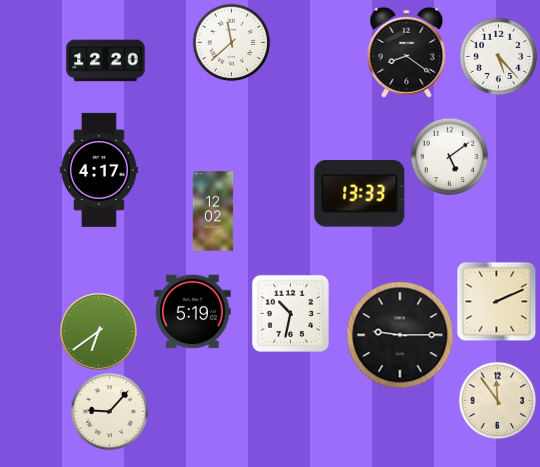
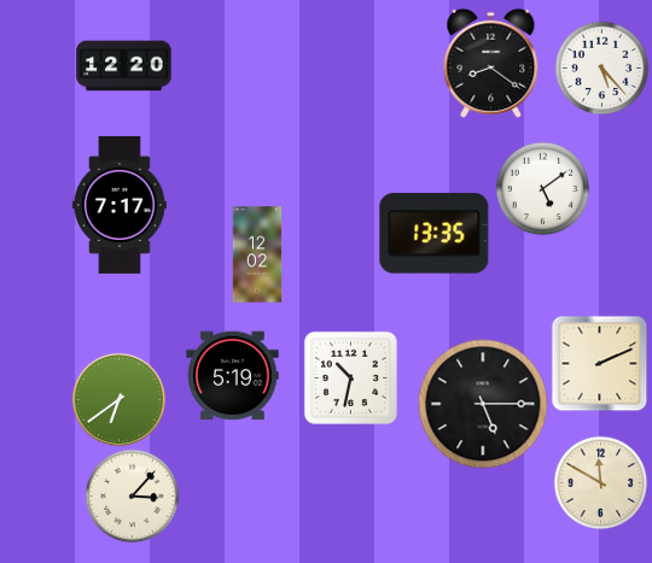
clock at (231, 42): 11:38 -> none
clock at (106, 61) position: (106, 61) -> (124, 66)
clock at (99, 170): 4:17 -> 7:17
clock at (360, 194): 13:33 -> 13:35
clock at (400, 335): 9:15 -> 5:15
clock at (497, 400): 11:54 -> 11:50
clock at (109, 411): 9:07 -> 3:07
